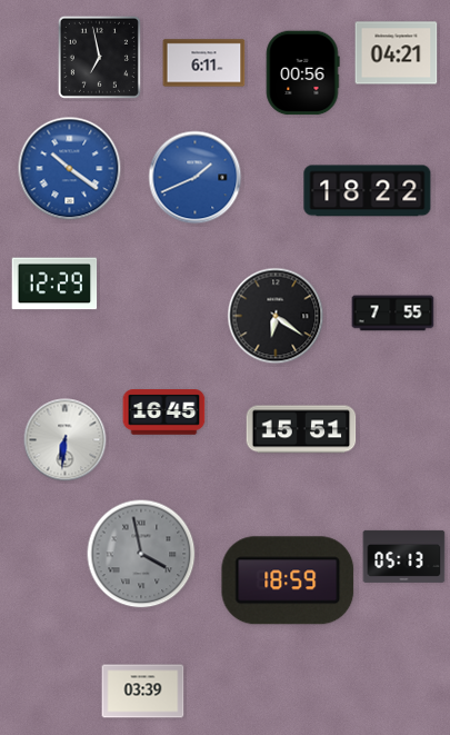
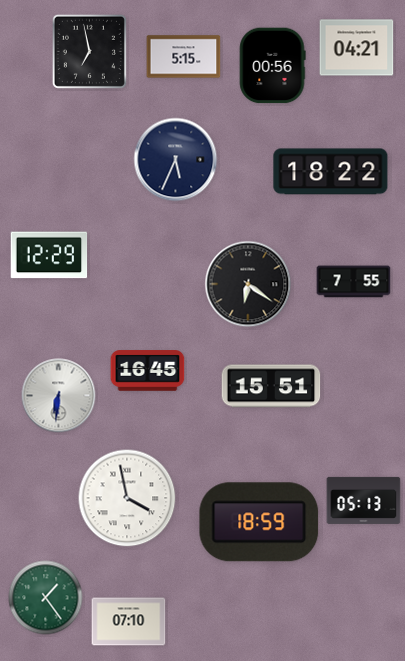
clock at (204, 63): 6:11 -> 5:15
clock at (70, 169): 10:21 -> none
clock at (196, 178): 1:41 -> 5:34
clock at (196, 178) dial: blue -> navy
clock at (141, 554) dial: grey -> white
clock at (46, 598): none -> 1:24
clock at (143, 692): 03:39 -> 07:10
